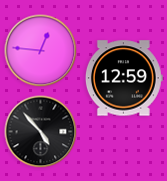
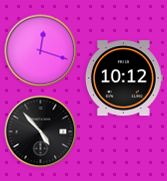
clock at (41, 51): 12:46 -> 12:18
clock at (124, 78): 12:59 -> 10:12
